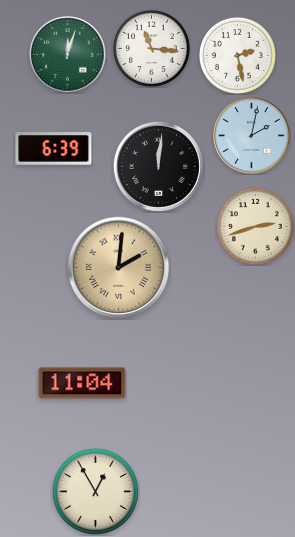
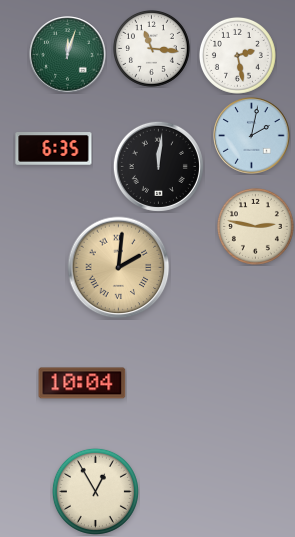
clock at (54, 149): 6:39 -> 6:35
clock at (255, 226): 2:42 -> 2:47
clock at (82, 383): 11:04 -> 10:04
